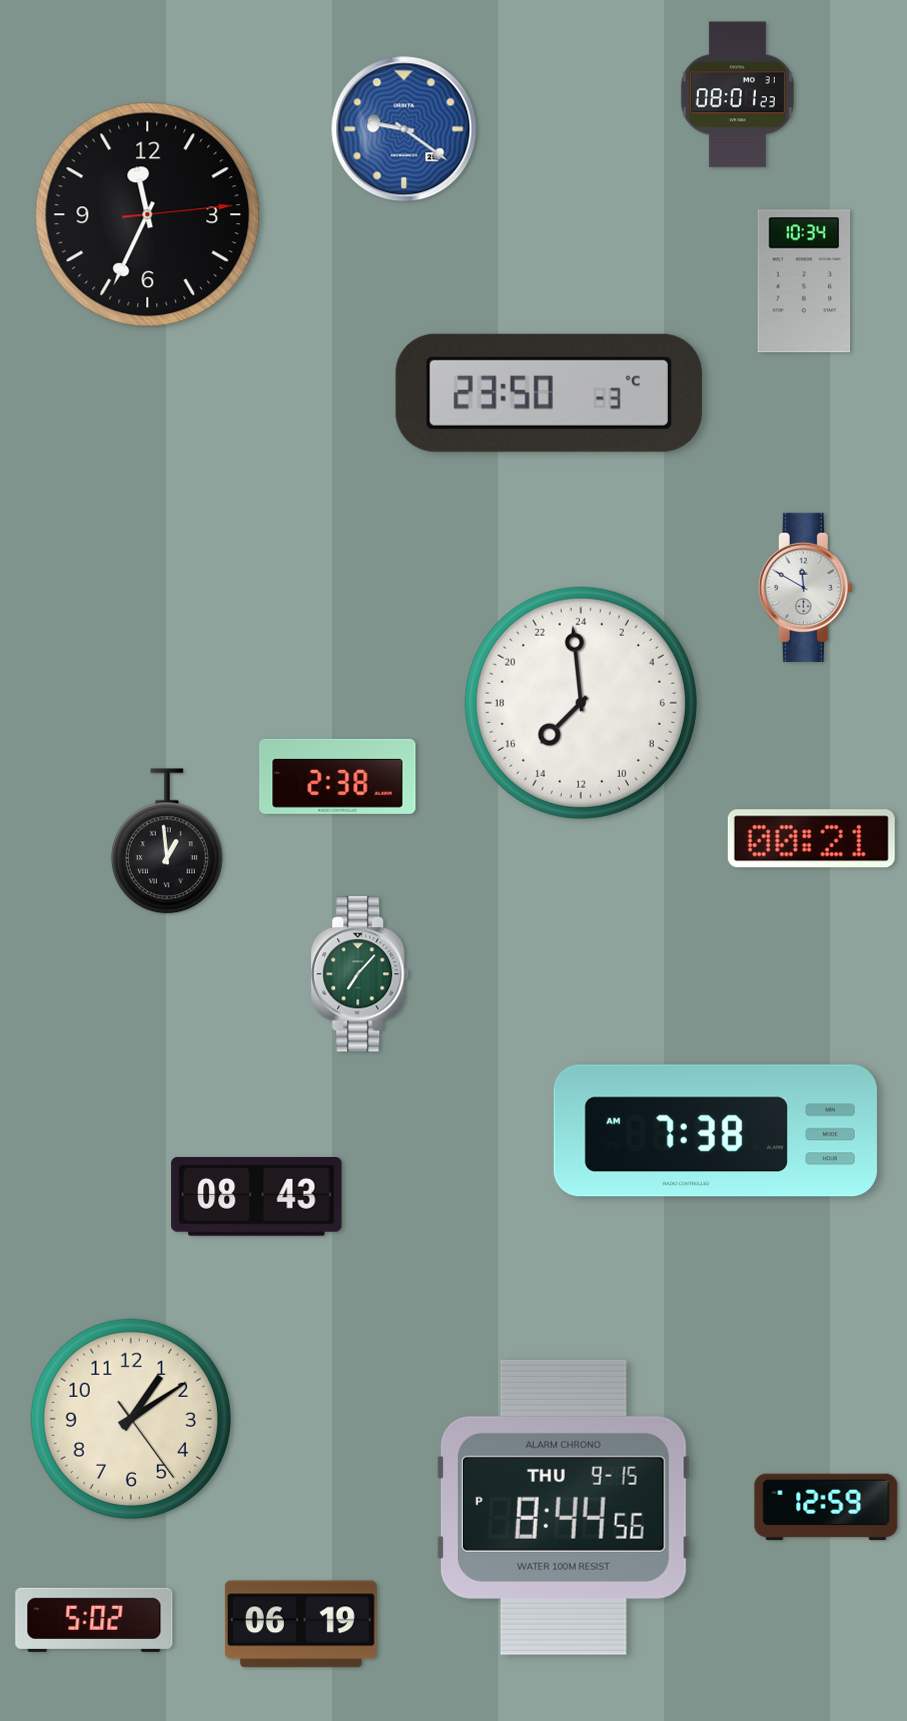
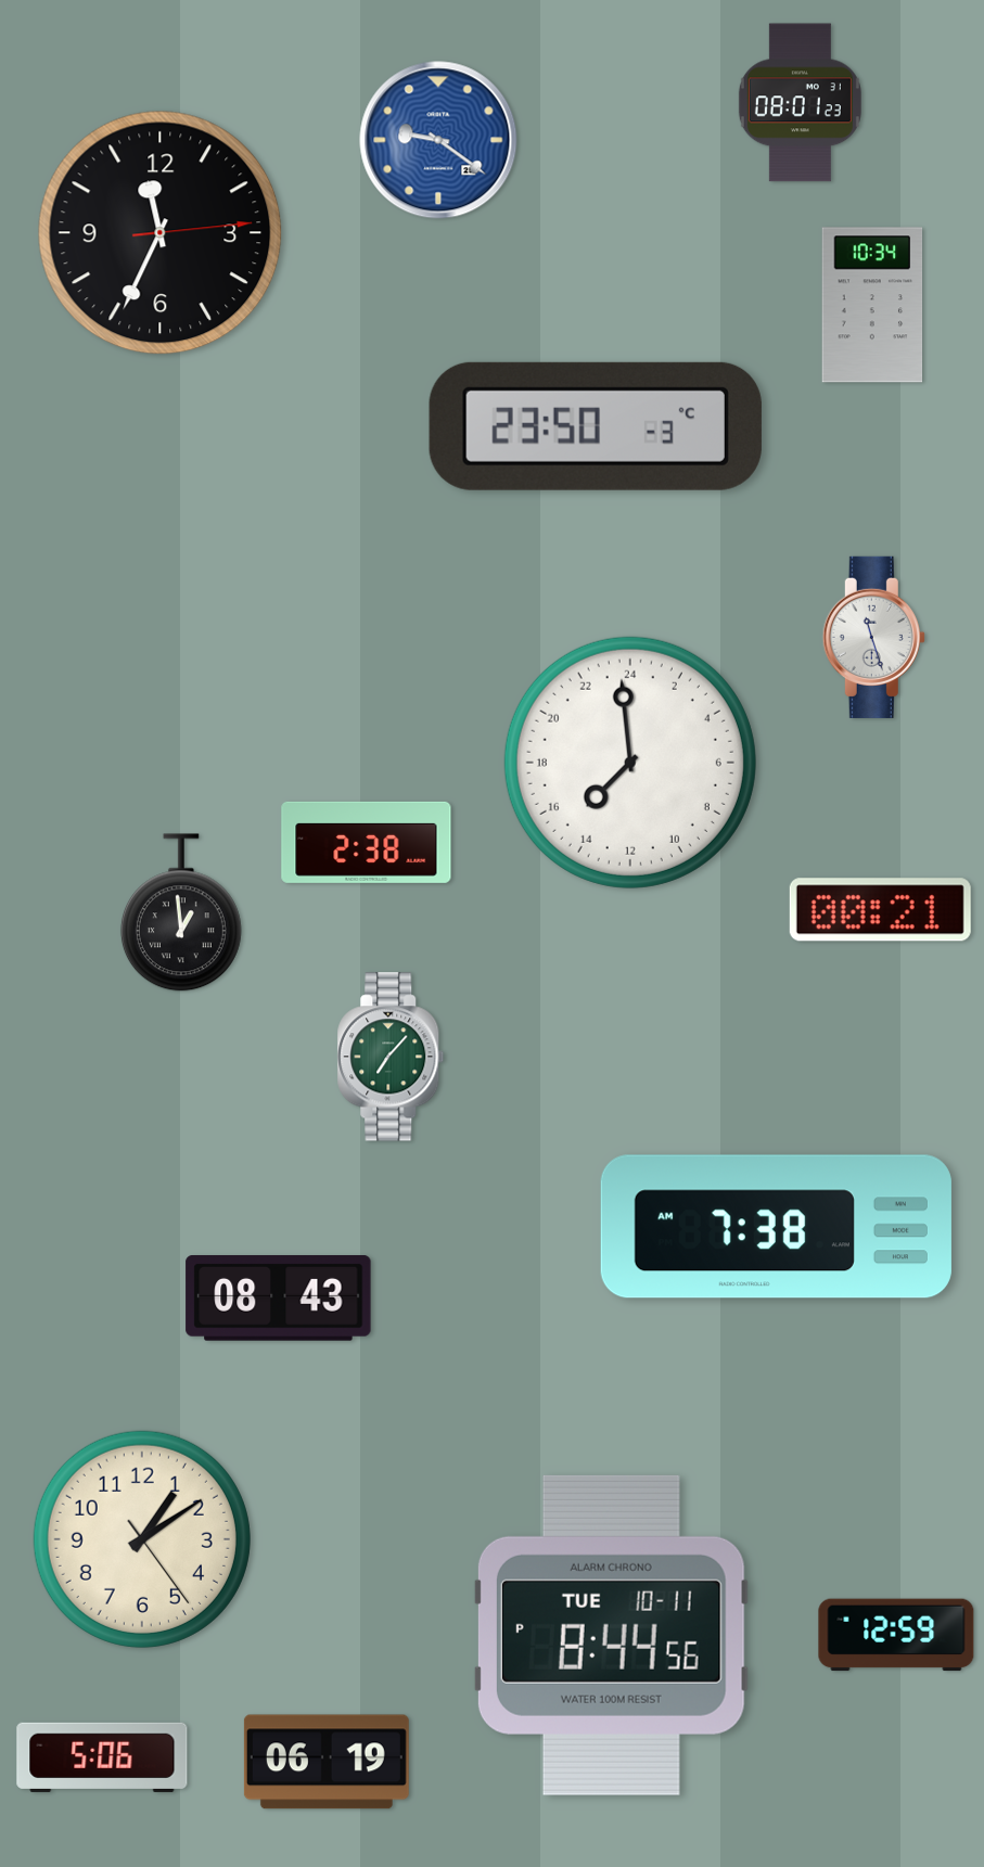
clock at (805, 587): 11:50 -> 11:27
clock at (563, 1507) date: THU 9-15 -> TUE 10-11
clock at (94, 1620): 5:02 -> 5:06
